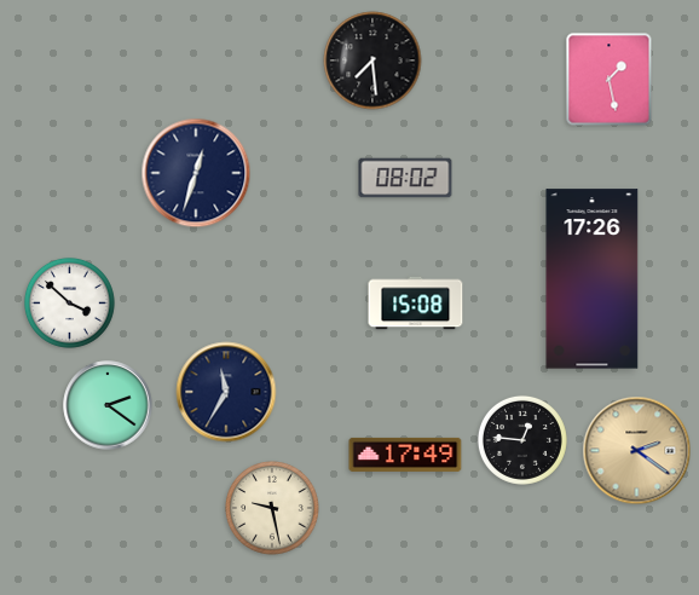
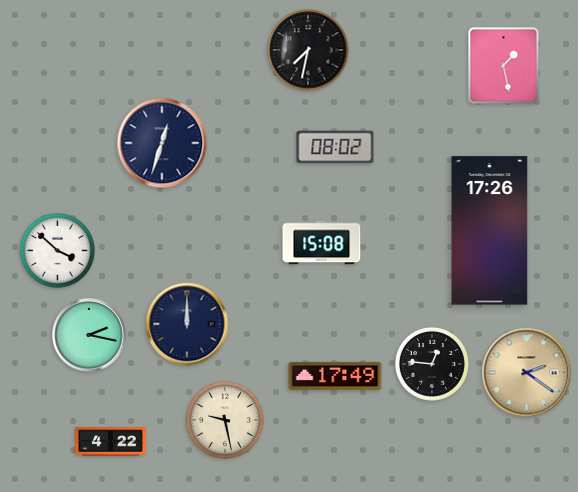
clock at (372, 60): 7:29 -> 7:32
clock at (416, 304) position: (416, 304) -> (322, 243)
clock at (226, 392): 11:35 -> 12:00
clock at (108, 405): 2:21 -> 2:17
clock at (111, 442): none -> 4:22
